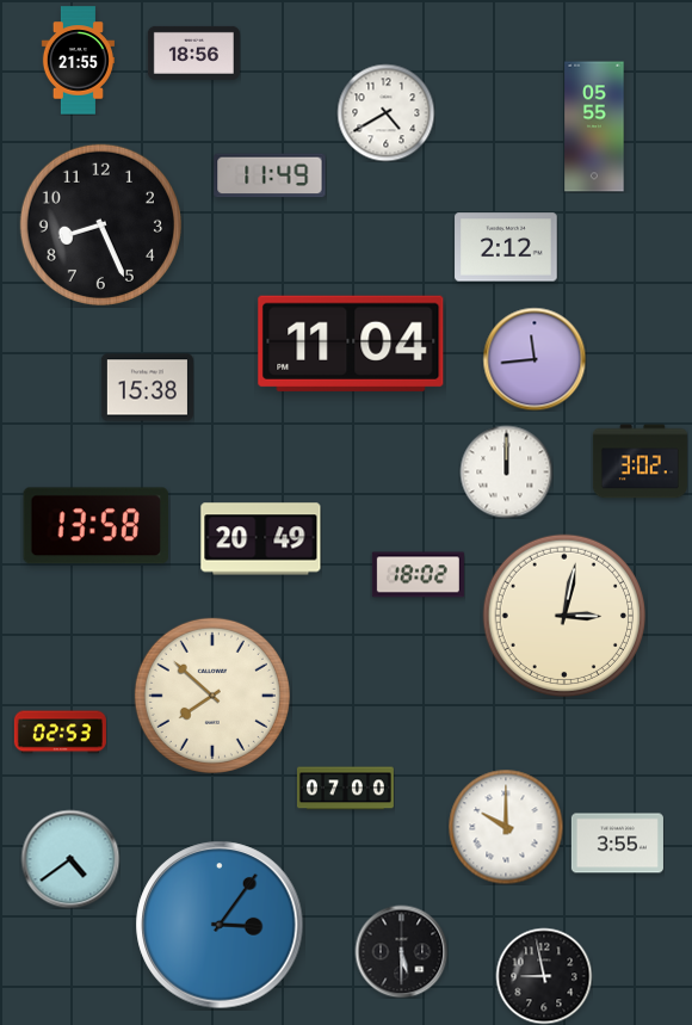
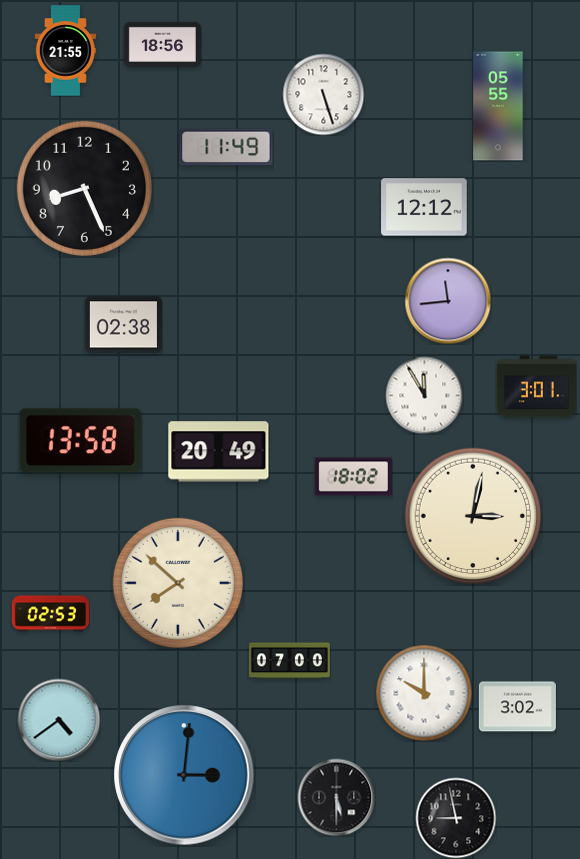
clock at (385, 112): 4:40 -> 5:27
clock at (506, 247): 2:12 -> 12:12
clock at (351, 344): 11:04 -> none
clock at (147, 388): 15:38 -> 02:38
clock at (640, 462): 3:02 -> 3:01
clock at (506, 471): 12:00 -> 11:55
clock at (418, 575) position: (418, 575) -> (353, 477)
clock at (617, 844): 3:55 -> 3:02
clock at (220, 925): 3:06 -> 3:01
